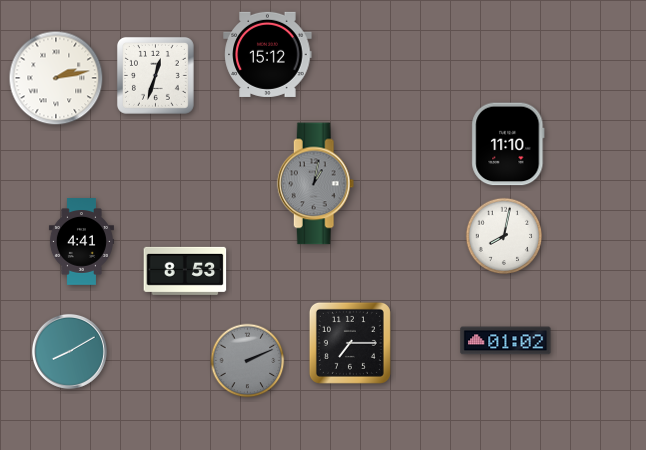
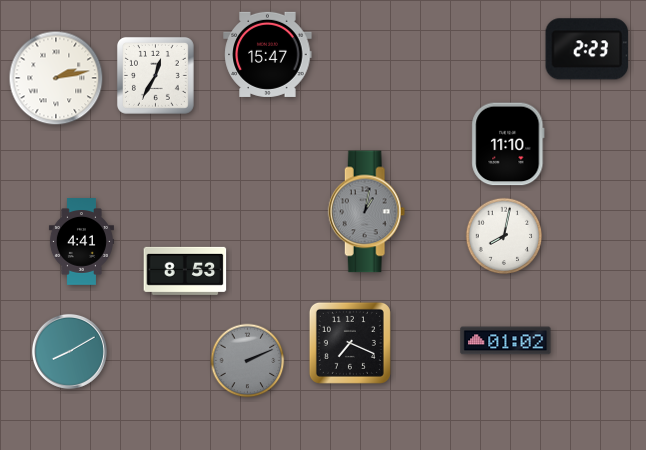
clock at (587, 49): none -> 2:23
clock at (268, 54): 15:12 -> 15:47
clock at (155, 75): 12:33 -> 12:35
clock at (316, 184) position: (316, 184) -> (367, 212)
clock at (350, 343): 7:15 -> 7:19
